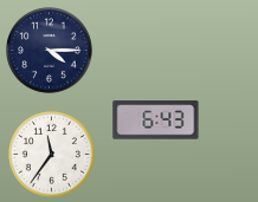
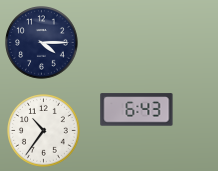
clock at (156, 120) position: (156, 120) -> (137, 110)
clock at (52, 155): 11:36 -> 10:36
